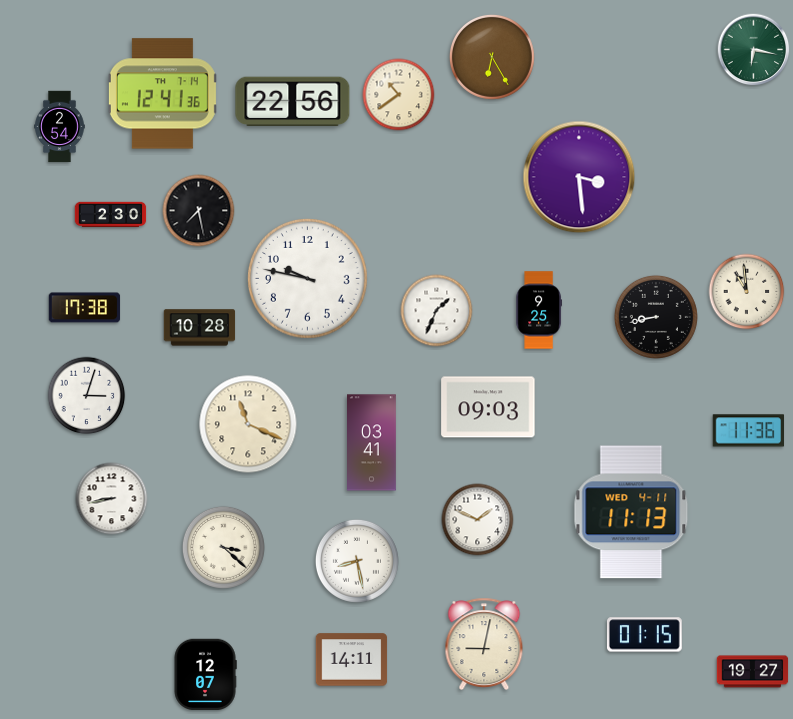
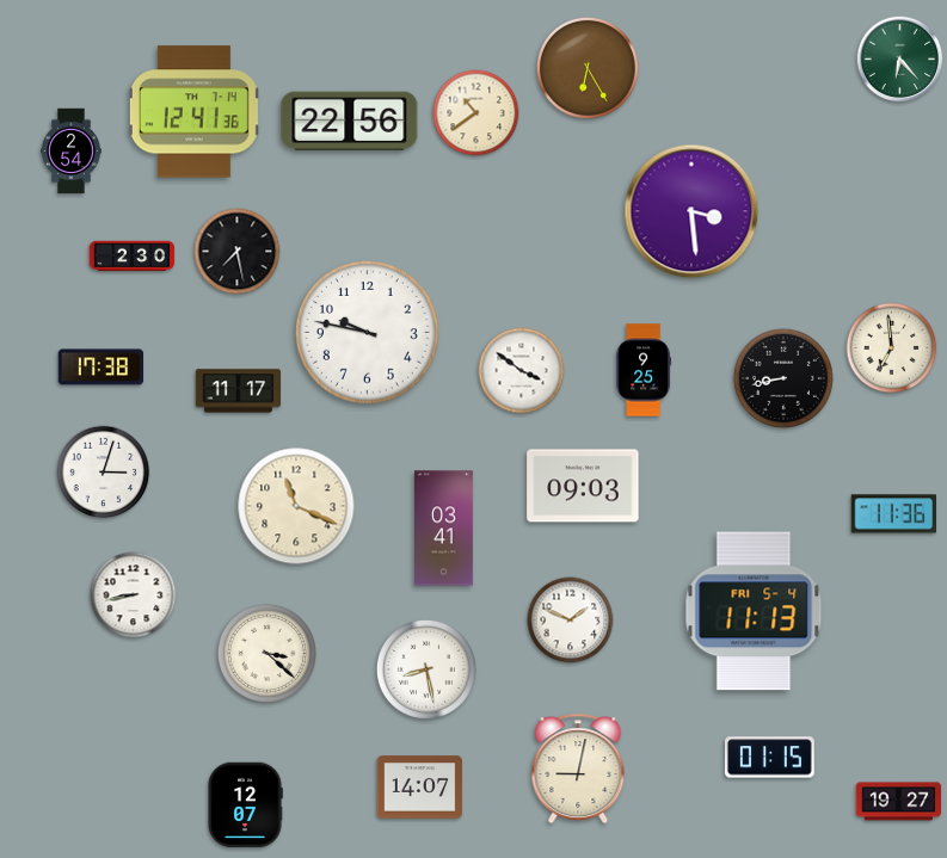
clock at (754, 50): 6:17 -> 6:23
clock at (747, 292): 10:59 -> 6:59
clock at (437, 311): 1:34 -> 3:51
clock at (200, 328): 10:28 -> 11:17
clock at (631, 512) date: WED 4-11 -> FRI 5-4
clock at (352, 660): 14:11 -> 14:07
